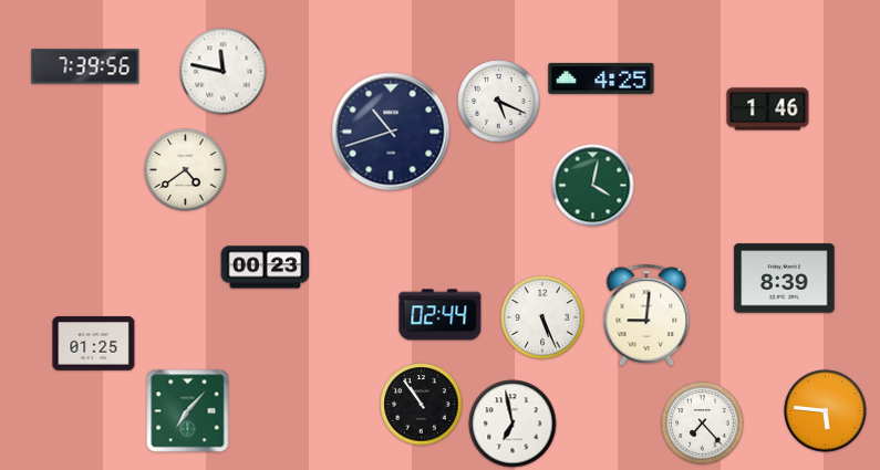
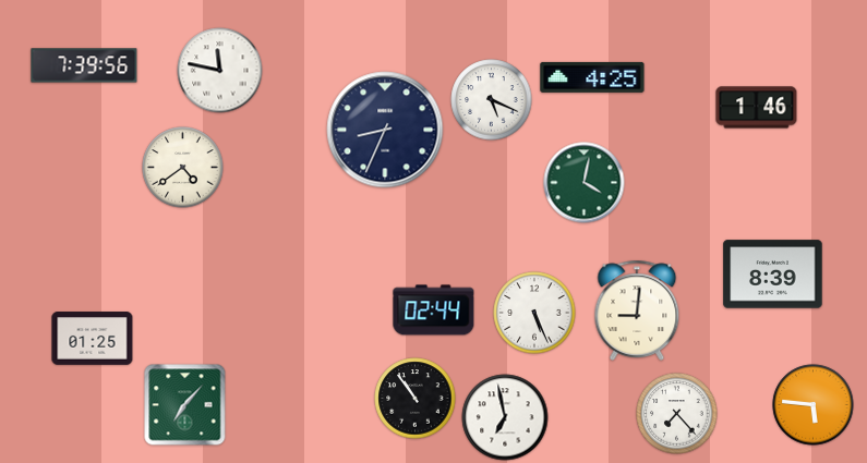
clock at (391, 132): 10:42 -> 8:34
clock at (266, 268): 00:23 -> none
clock at (703, 424) position: (703, 424) -> (677, 414)
